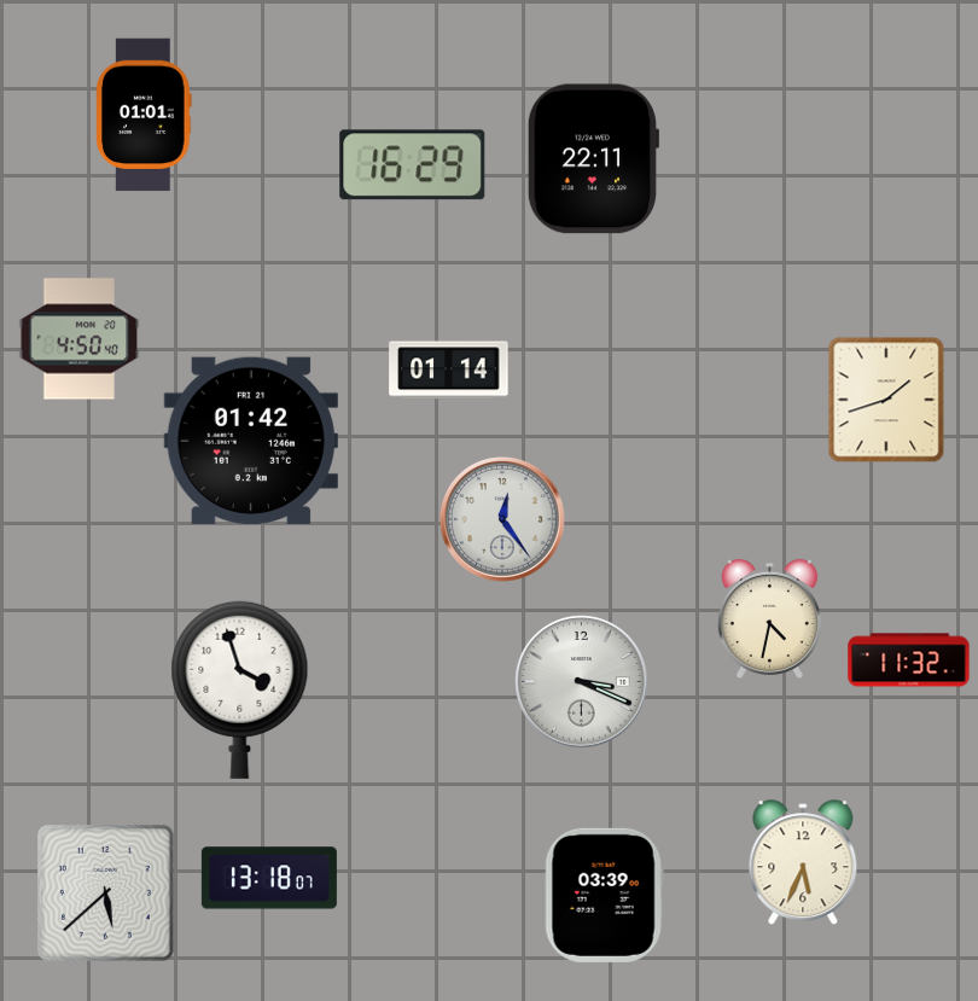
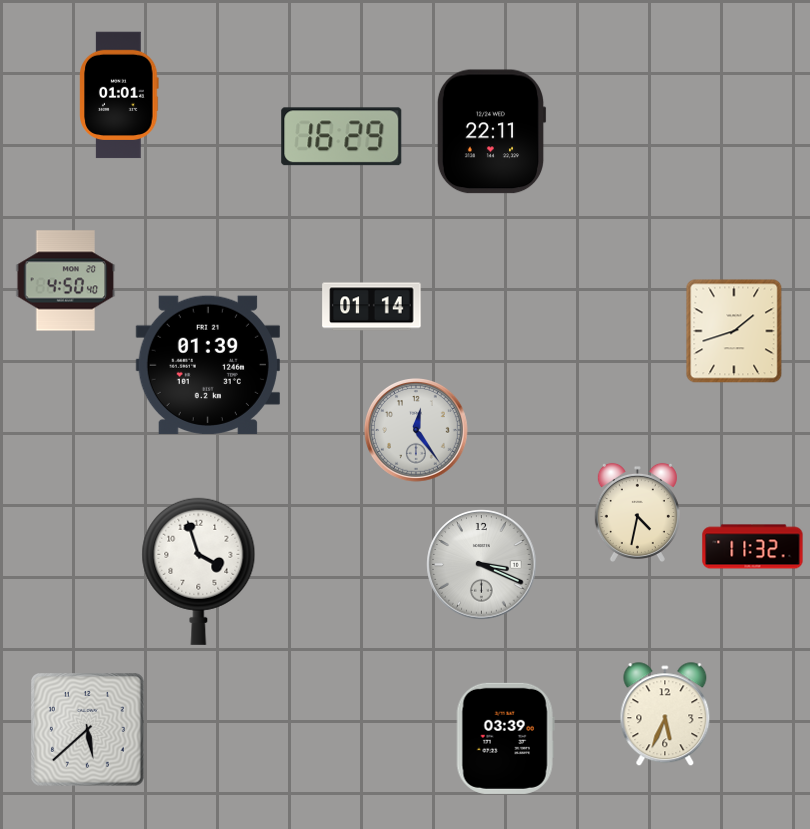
clock at (251, 441): 01:42 -> 01:39
clock at (269, 878): 13:18 -> none
clock at (106, 894) position: (106, 894) -> (88, 730)
clock at (604, 895) position: (604, 895) -> (505, 738)
